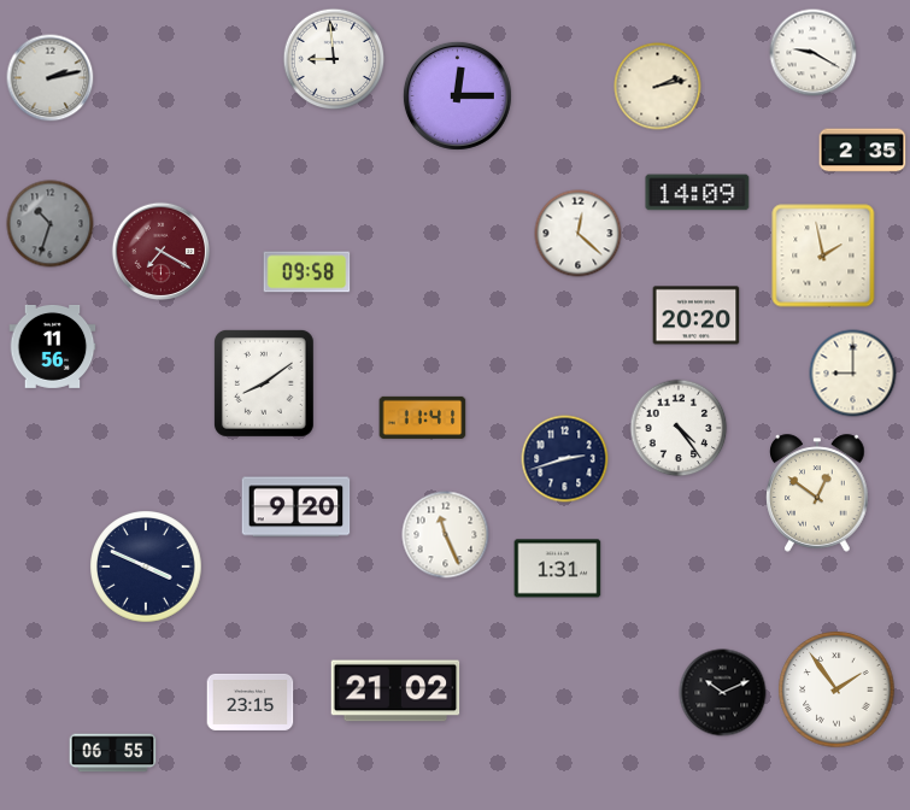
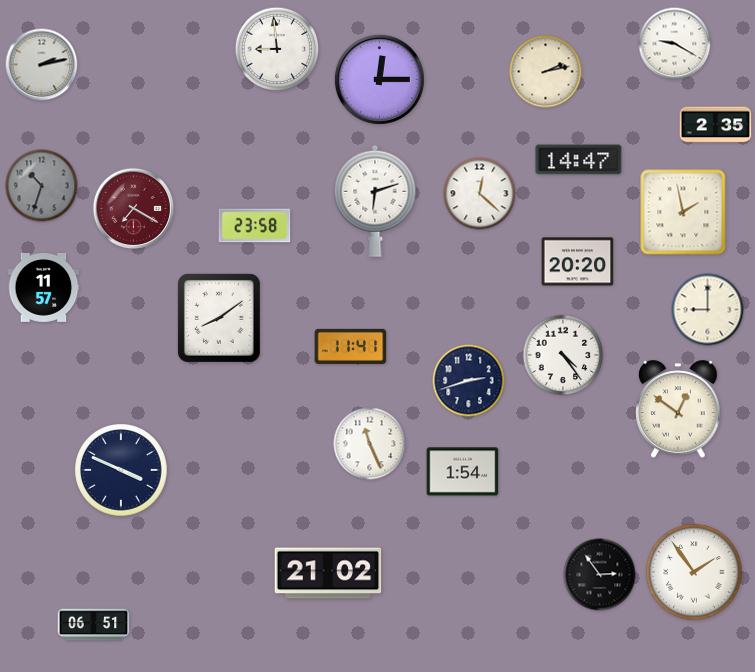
clock at (698, 193): 14:09 -> 14:47
clock at (375, 201): none -> 6:12
clock at (307, 272): 09:58 -> 23:58
clock at (53, 346): 11:56 -> 11:57
clock at (297, 507): 9:20 -> none
clock at (558, 569): 1:31 -> 1:54
clock at (723, 693): 10:11 -> 2:54
clock at (251, 702): 23:15 -> none
clock at (113, 753): 06:55 -> 06:51
